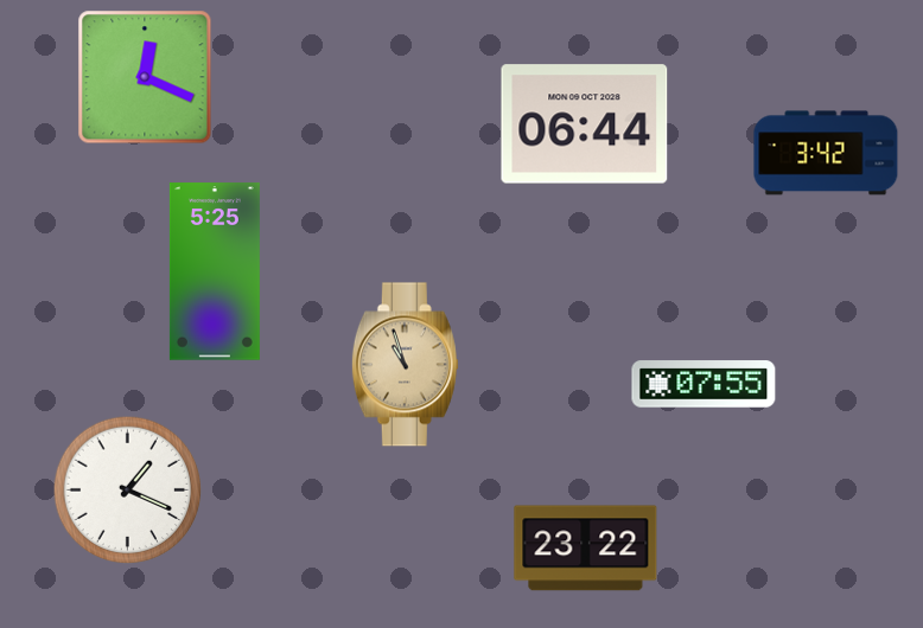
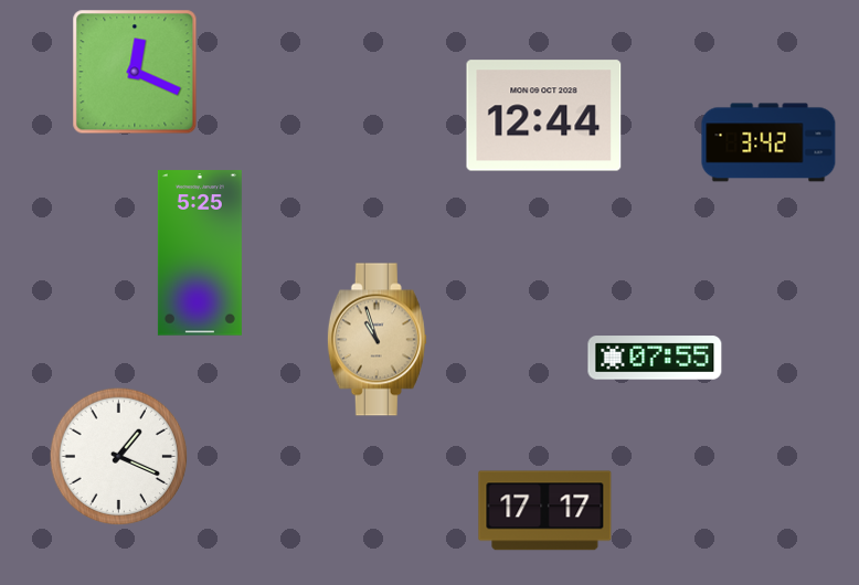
clock at (585, 124): 06:44 -> 12:44
clock at (586, 549): 23:22 -> 17:17
